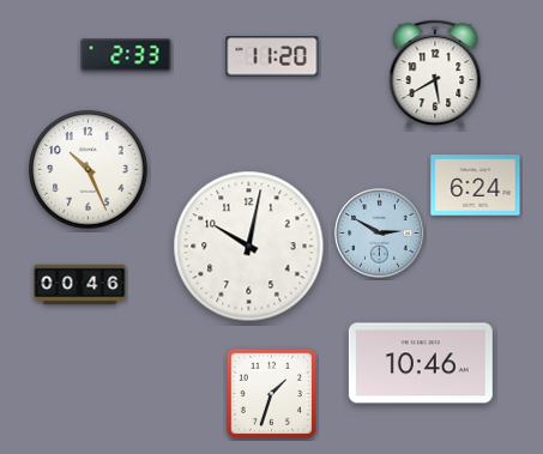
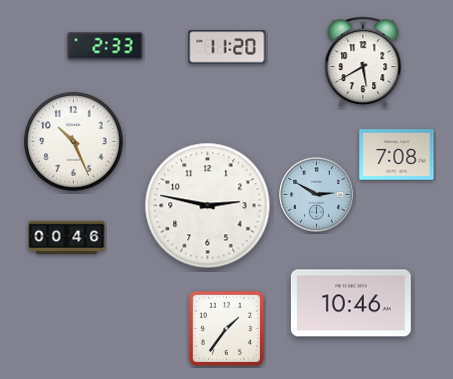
clock at (476, 186): 6:24 -> 7:08
clock at (249, 247): 10:02 -> 2:47
clock at (271, 393): 1:33 -> 1:36
